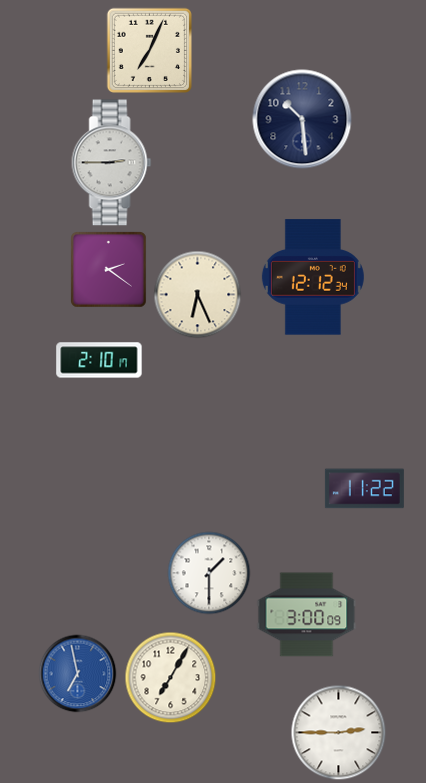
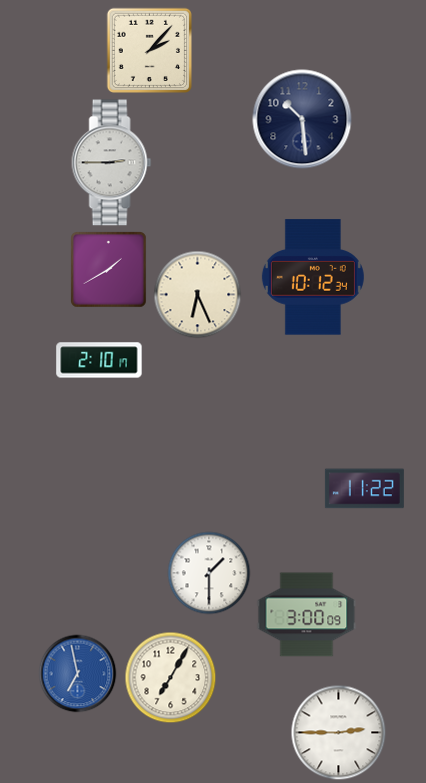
clock at (150, 51): 7:04 -> 2:07
clock at (109, 270): 2:21 -> 1:40
clock at (313, 277): 12:12 -> 10:12
